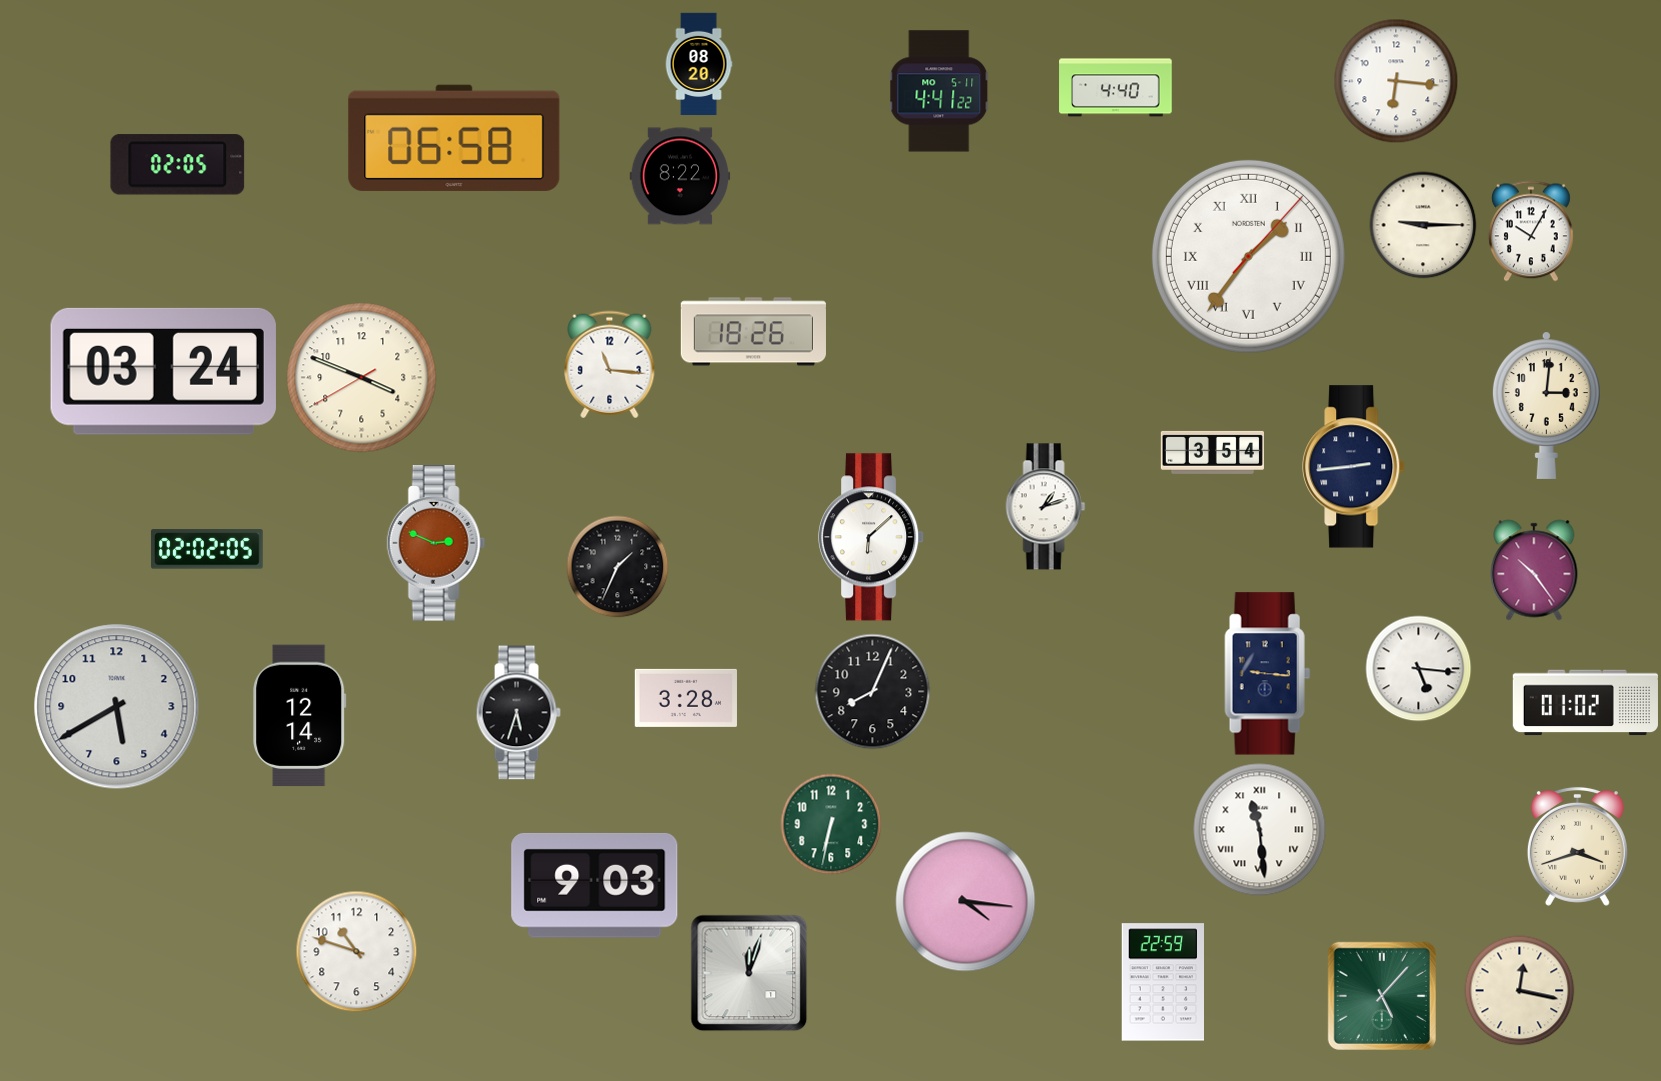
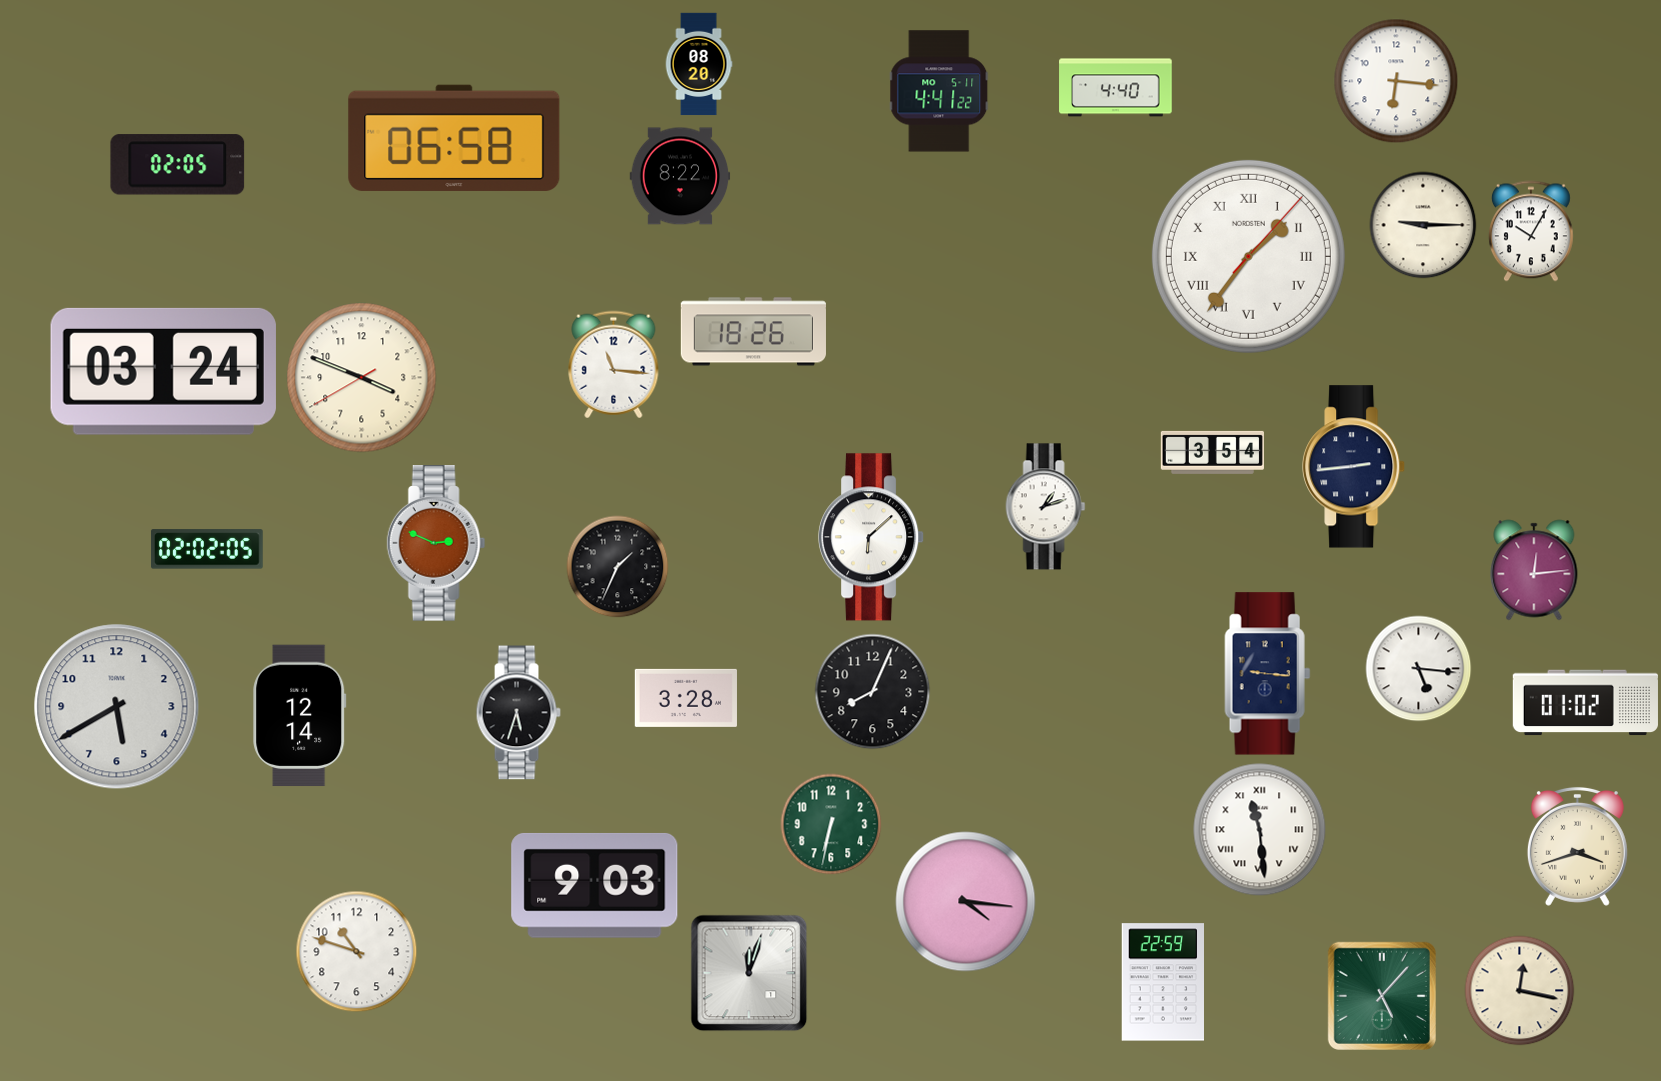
clock at (610, 365) position: (610, 365) -> (614, 365)
clock at (1546, 405): 3:01 -> none
clock at (1534, 570): 10:24 -> 12:14
